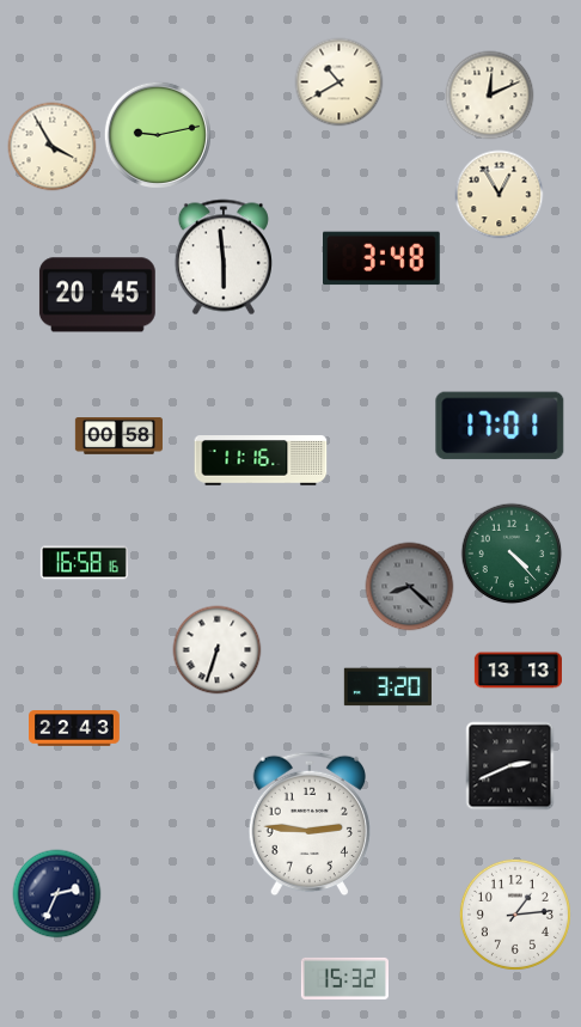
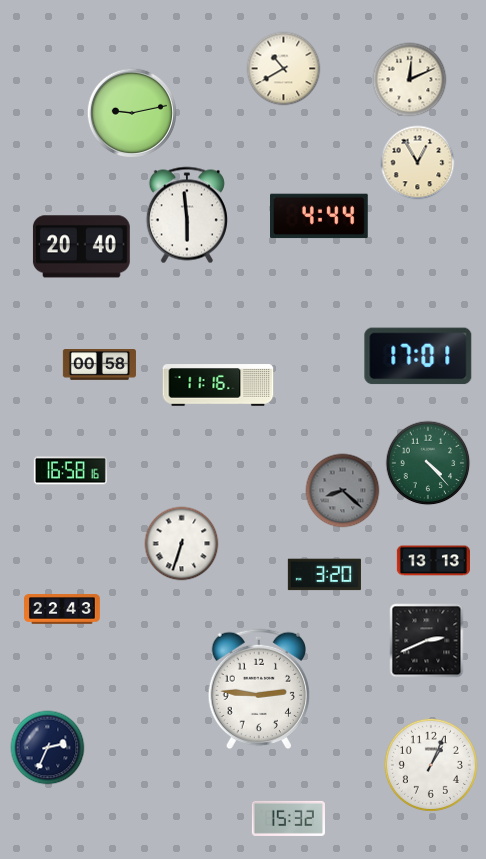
clock at (53, 147): 3:55 -> none
clock at (383, 258): 3:48 -> 4:44
clock at (97, 295): 20:45 -> 20:40
clock at (515, 915): 1:14 -> 1:04
